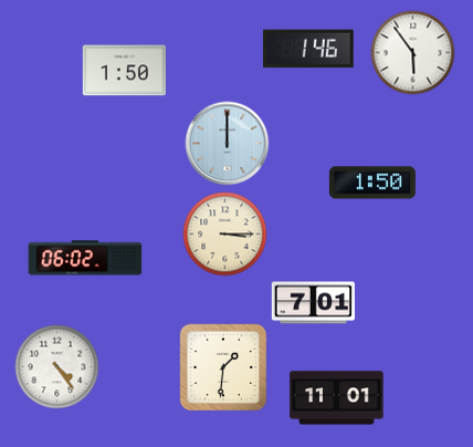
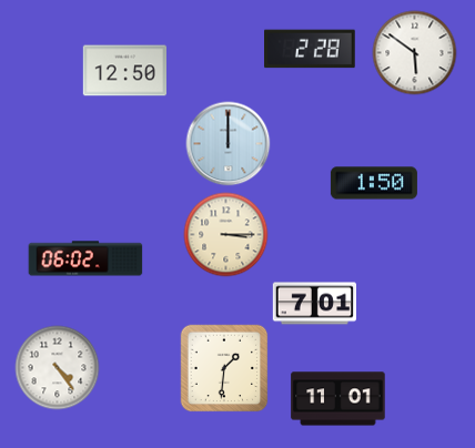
clock at (309, 49): 1:46 -> 2:28
clock at (413, 53): 5:54 -> 5:51
clock at (124, 71): 1:50 -> 12:50
